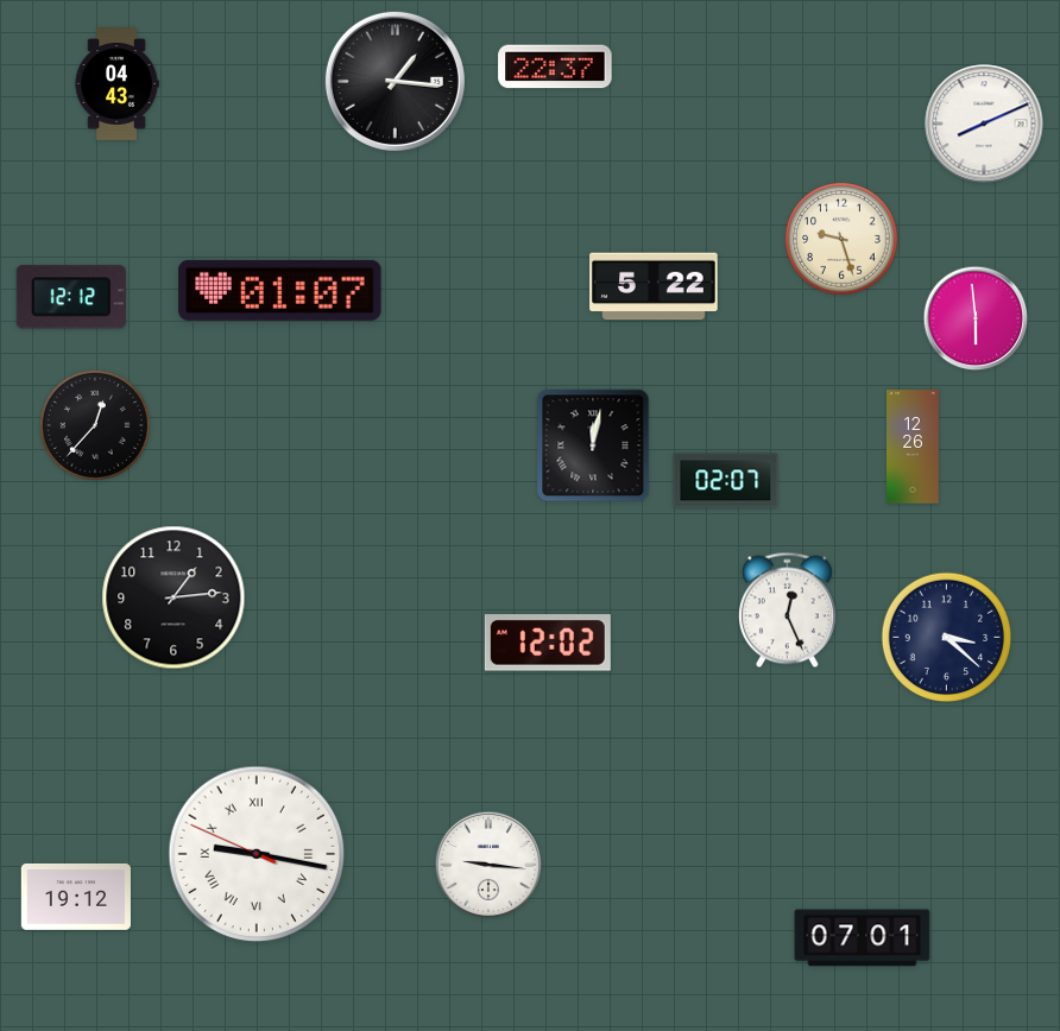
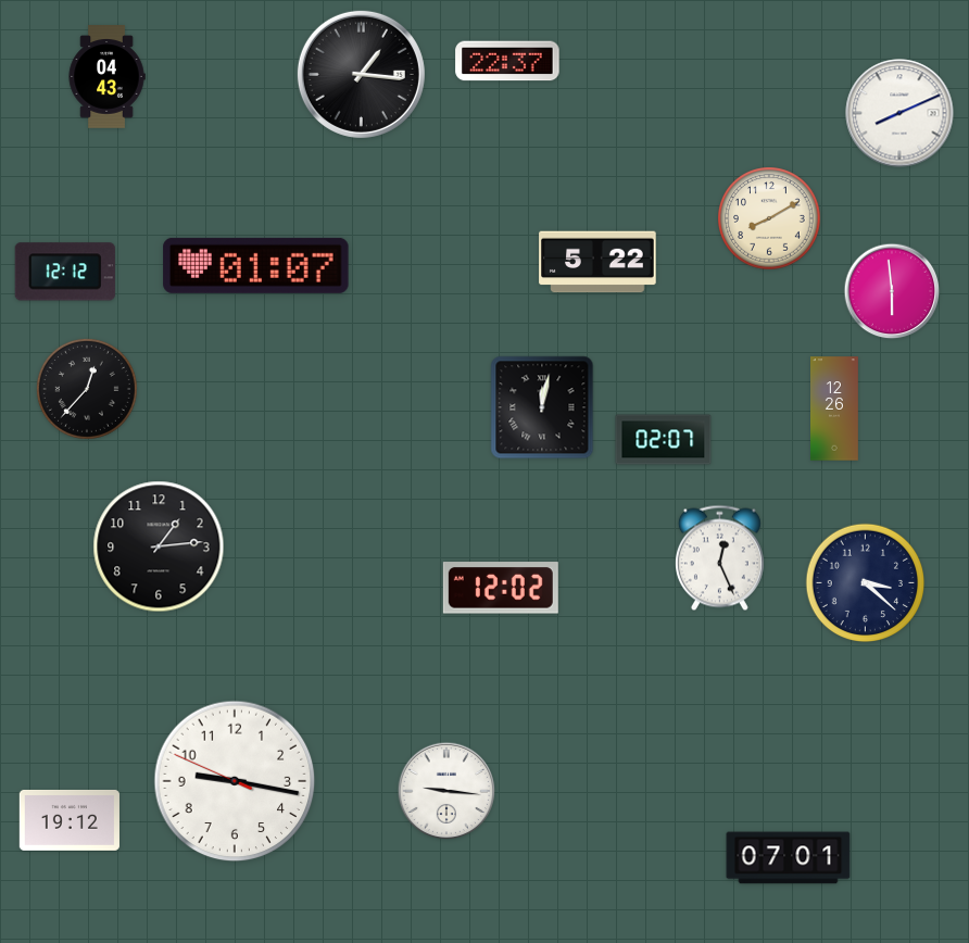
clock at (841, 239): 9:27 -> 8:10
clock at (257, 854) numerals: Roman -> Arabic
